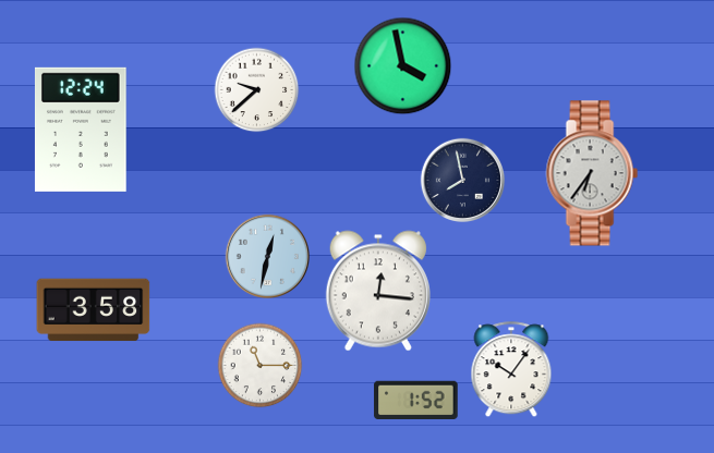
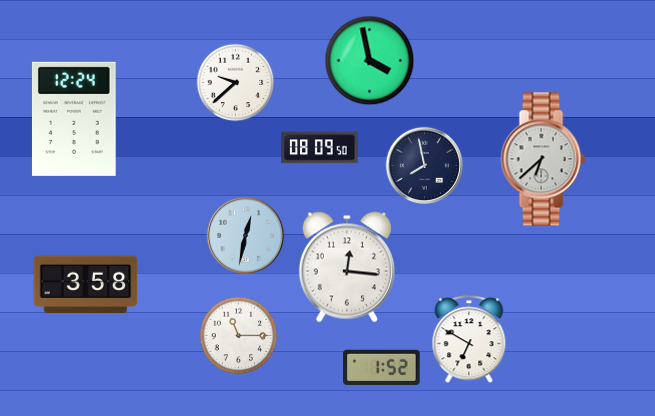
clock at (320, 148): none -> 08:09
clock at (592, 173): 6:36 -> 6:38
clock at (511, 369): 10:06 -> 6:50
